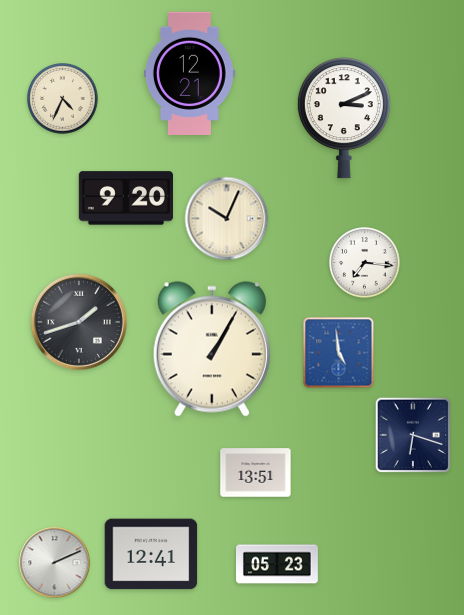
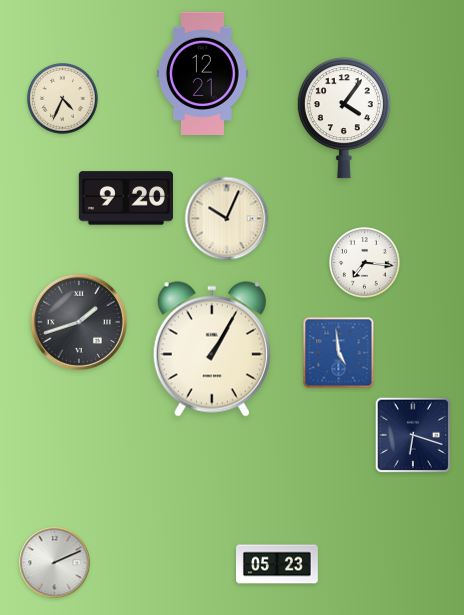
clock at (189, 73) position: (189, 73) -> (202, 73)
clock at (344, 118): 3:11 -> 4:06
clock at (256, 473): 13:51 -> none
clock at (151, 554): 12:41 -> none
